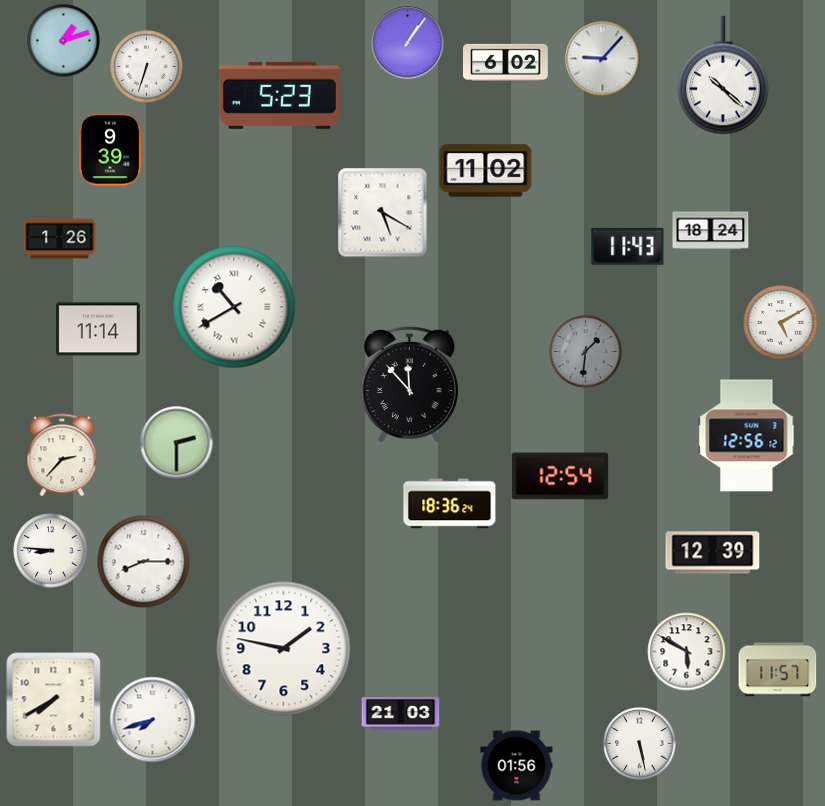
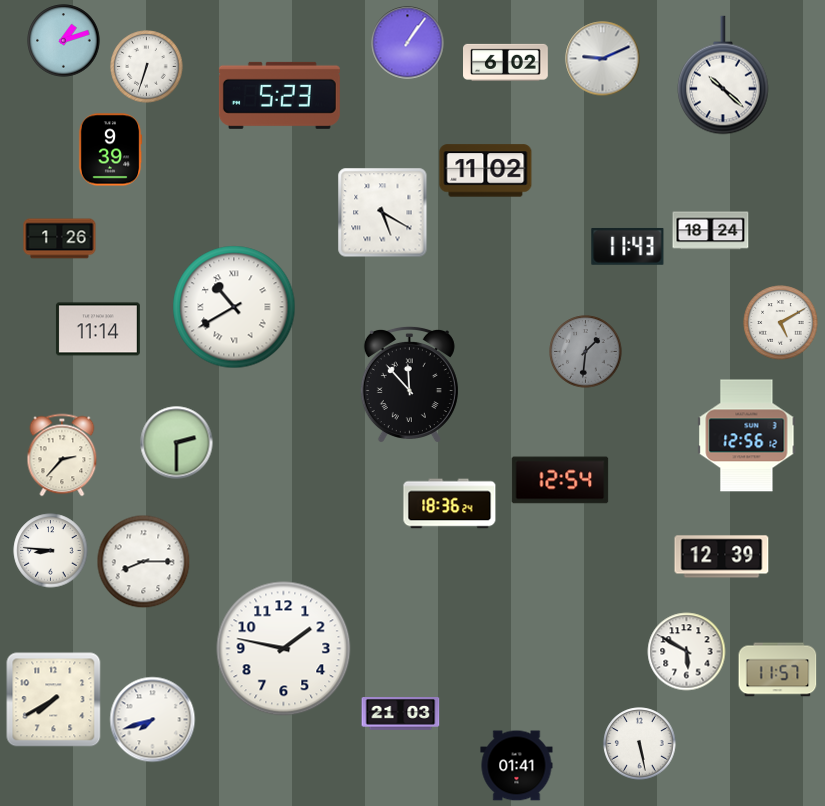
clock at (603, 59): 9:07 -> 9:11
clock at (560, 476) position: (560, 476) -> (560, 480)
clock at (713, 553) position: (713, 553) -> (722, 557)
clock at (517, 766): 01:56 -> 01:41
